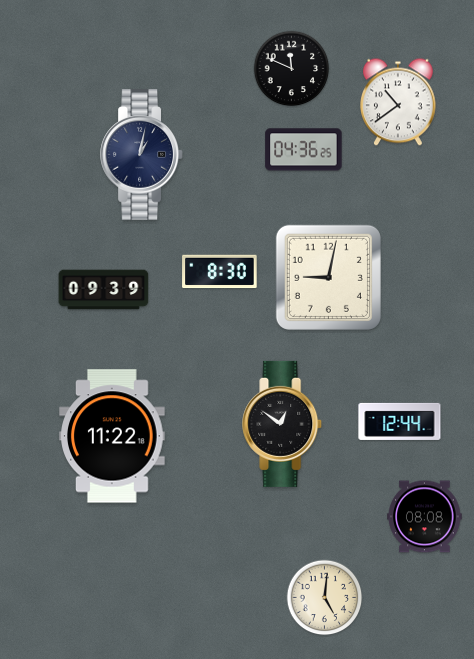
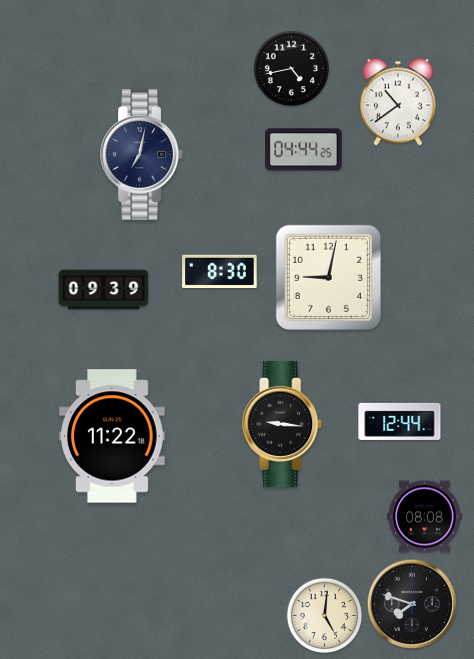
clock at (292, 69): 11:49 -> 4:43
clock at (304, 150): 04:36 -> 04:44
clock at (142, 155): 1:02 -> 7:02
clock at (283, 424): 12:51 -> 9:16
clock at (325, 598) position: (325, 598) -> (325, 616)
clock at (411, 603): none -> 7:48
